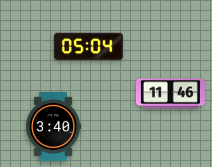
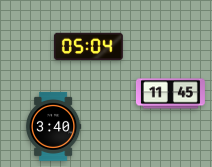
clock at (170, 94): 11:46 -> 11:45
